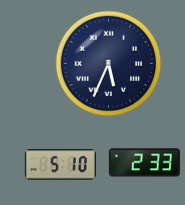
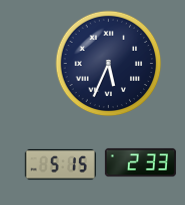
clock at (144, 163) position: (144, 163) -> (140, 163)
clock at (60, 165): 5:10 -> 5:15
